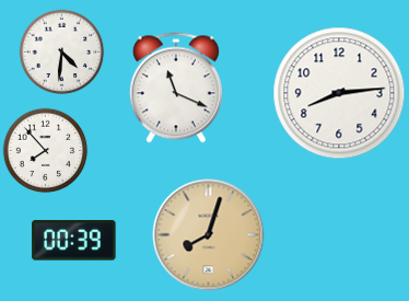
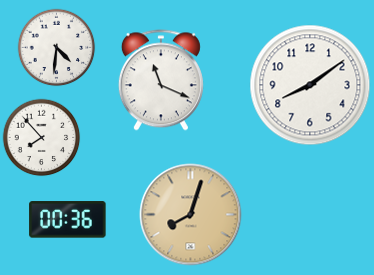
clock at (339, 93): 8:14 -> 8:09
clock at (74, 241): 00:39 -> 00:36
